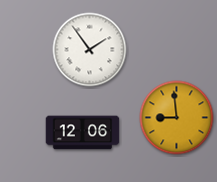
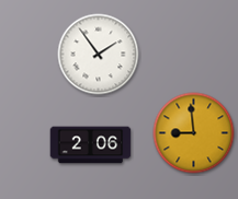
clock at (177, 118) position: (177, 118) -> (194, 133)
clock at (83, 133): 12:06 -> 2:06
